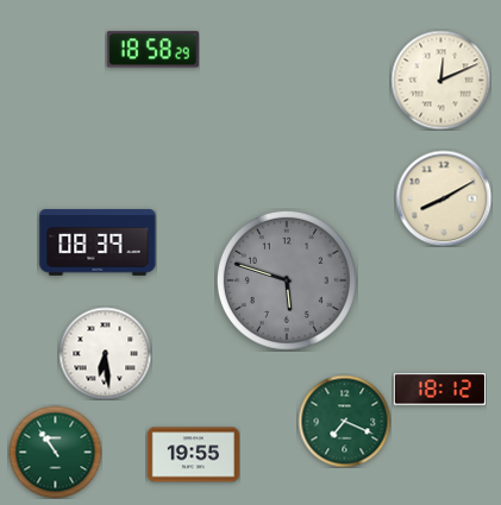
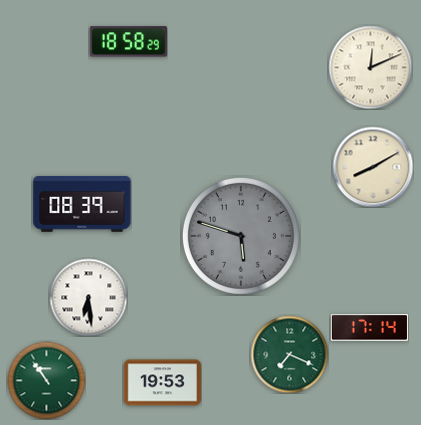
clock at (439, 390): 18:12 -> 17:14
clock at (193, 455): 19:55 -> 19:53
